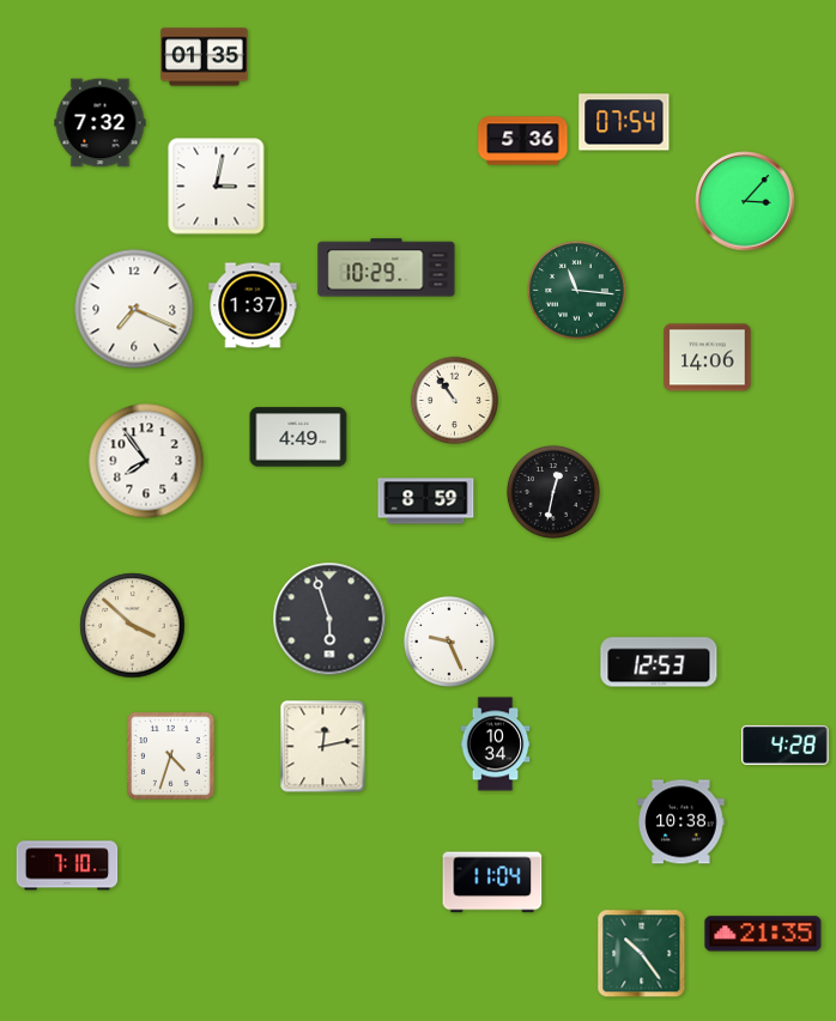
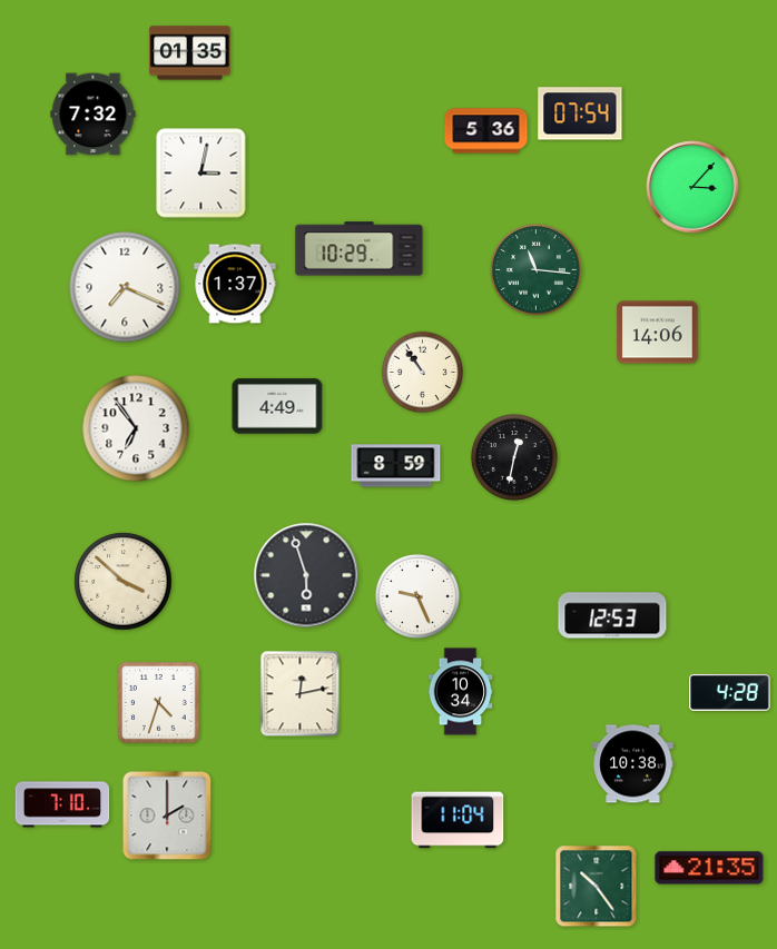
clock at (146, 461): 7:54 -> 6:54
clock at (167, 815): none -> 2:00
